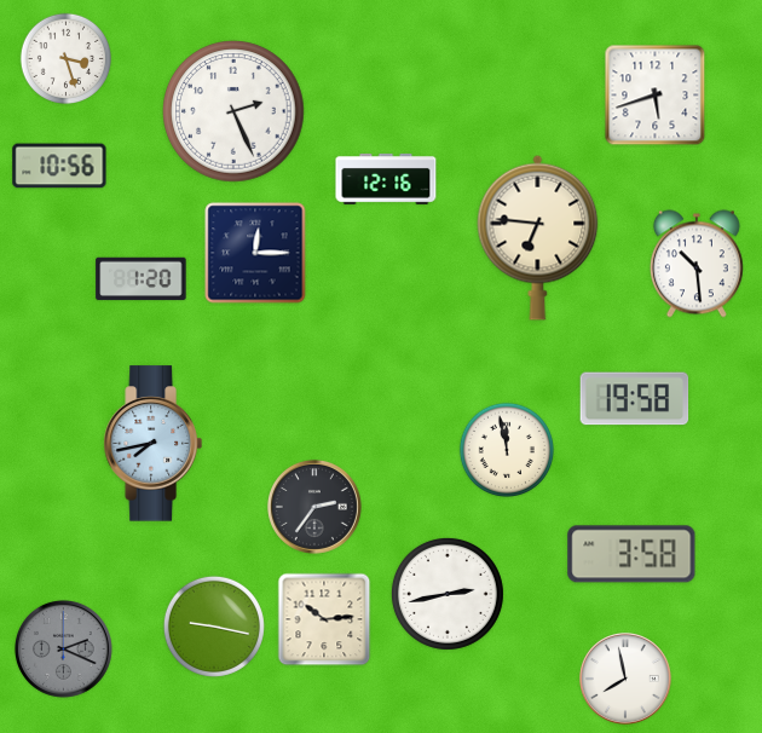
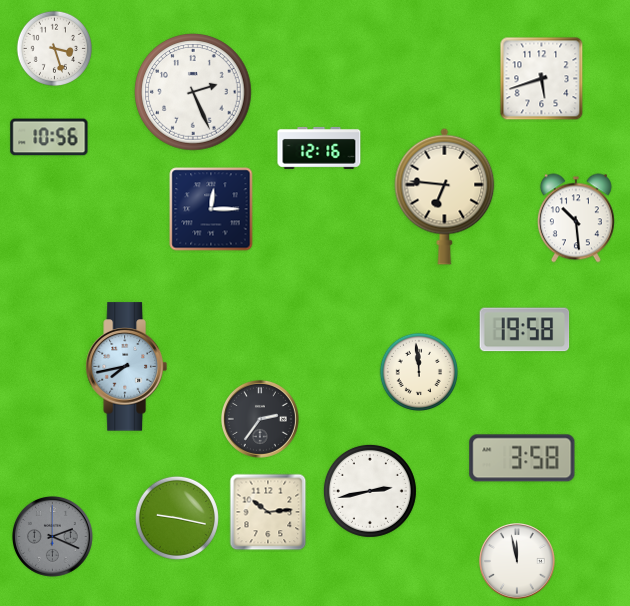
clock at (142, 279): 1:20 -> none
clock at (507, 450): 11:58 -> 11:59
clock at (627, 680): 7:58 -> 11:58
